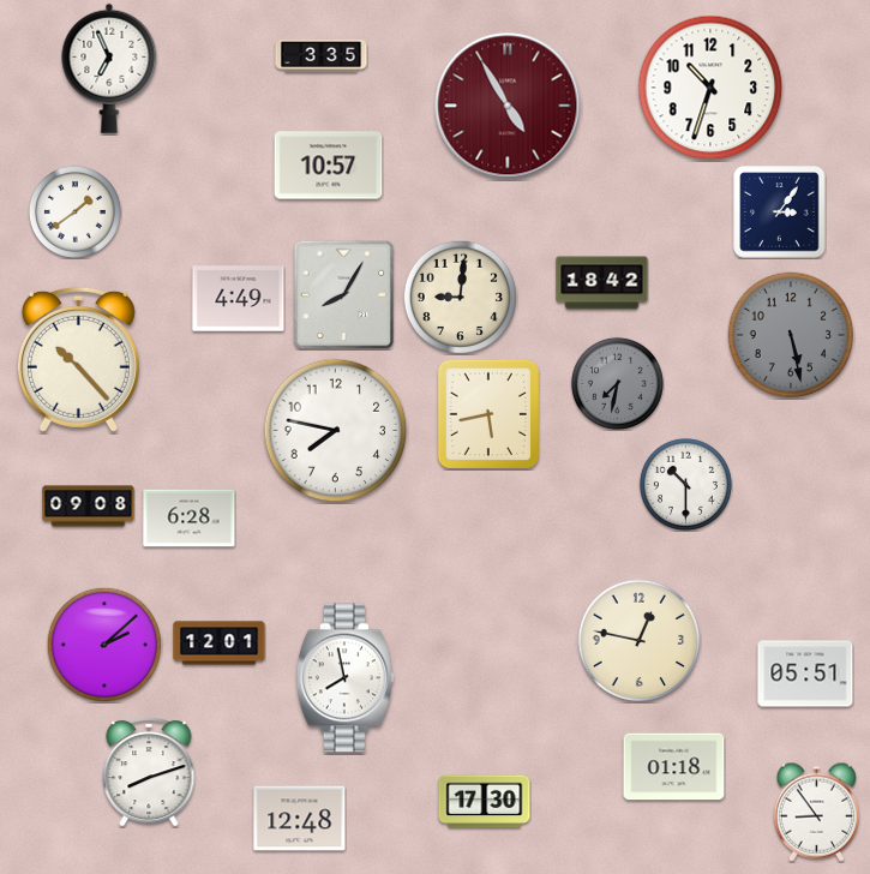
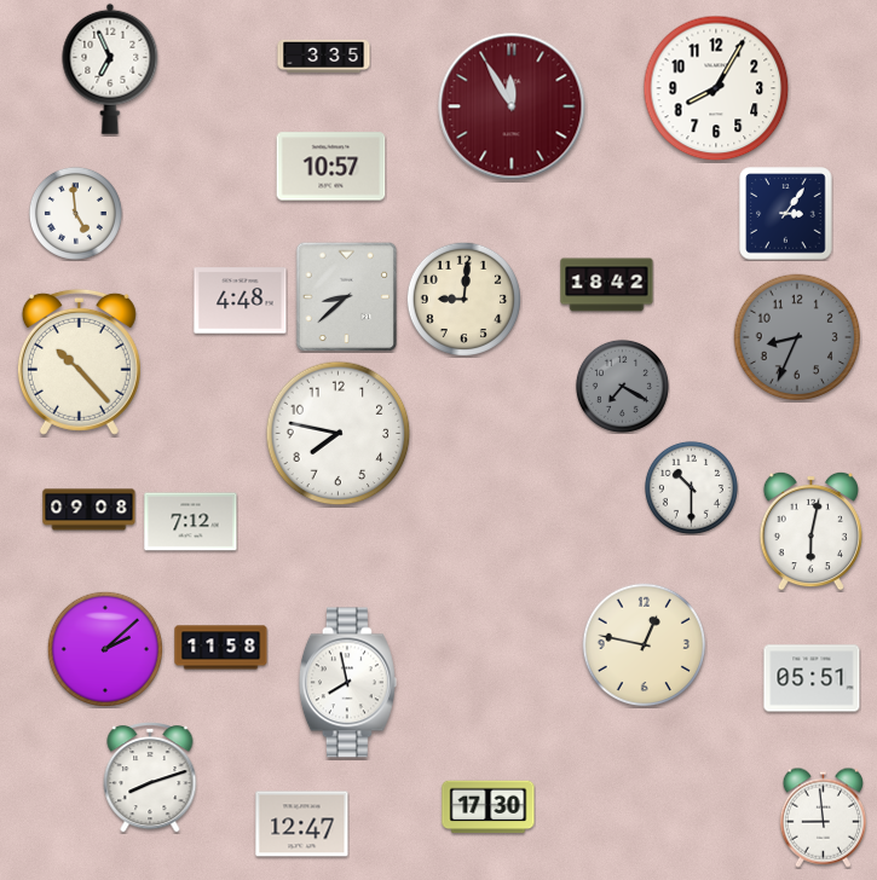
clock at (710, 88): 10:33 -> 8:05
clock at (508, 106): 4:55 -> 11:55
clock at (74, 211): 1:39 -> 4:59
clock at (344, 294): 8:05 -> 8:38
clock at (239, 299): 4:49 -> 4:48
clock at (791, 335): 5:28 -> 8:34
clock at (617, 383): 7:32 -> 7:20
clock at (488, 414): 5:43 -> none
clock at (190, 519): 6:28 -> 7:12
clock at (810, 531): none -> 6:02
clock at (220, 643): 12:01 -> 11:58
clock at (674, 767): 01:18 -> none
clock at (816, 812): 8:54 -> 8:59
clock at (300, 819): 12:48 -> 12:47
